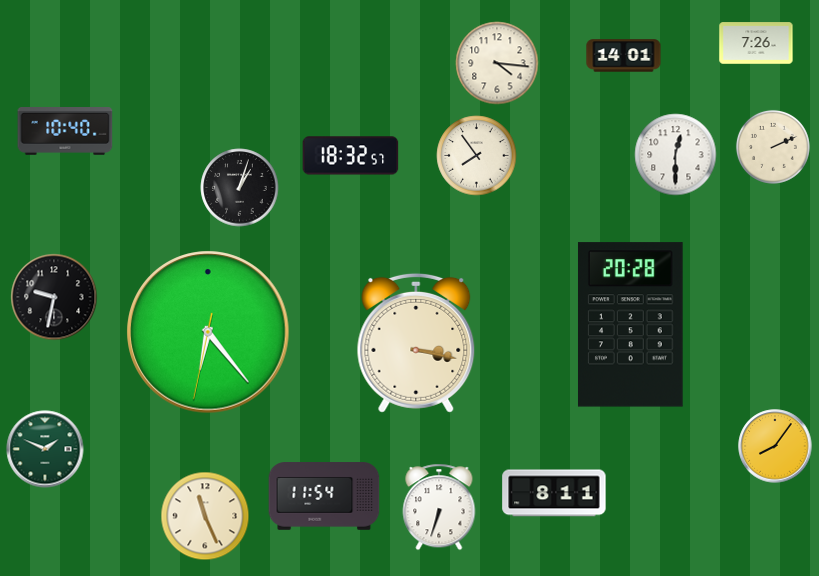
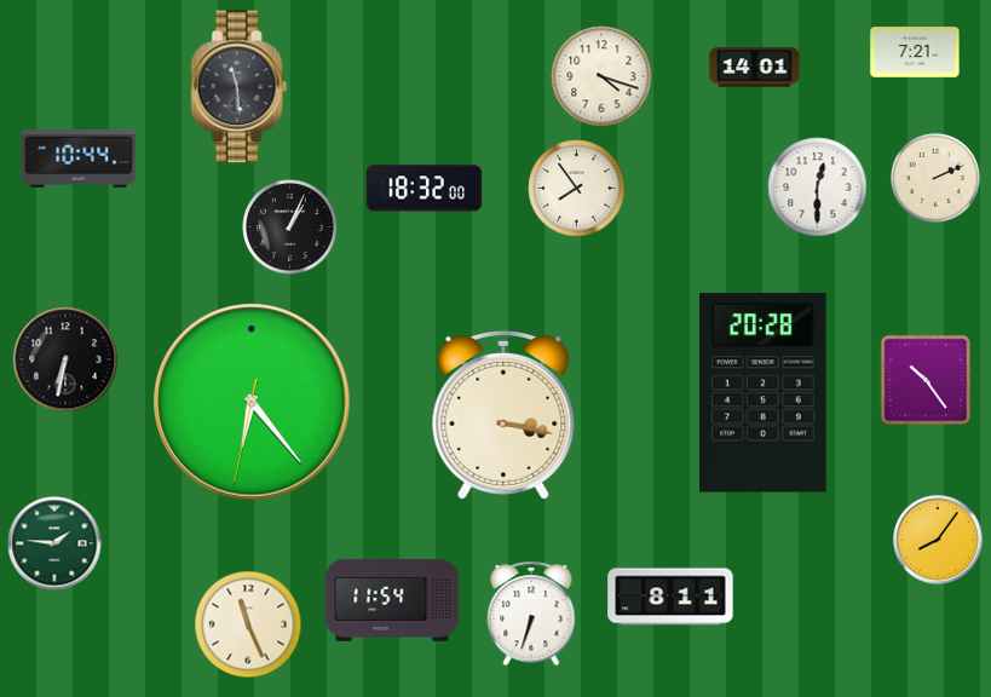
clock at (756, 43): 7:26 -> 7:21
clock at (497, 63): 4:16 -> 4:18
clock at (240, 87): none -> 11:29
clock at (65, 132): 10:40 -> 10:44
clock at (351, 156): 18:32:57 -> 18:32:00
clock at (240, 188): 1:03 -> 1:04
clock at (54, 297): 9:32 -> 6:32
clock at (926, 380): none -> 10:24
clock at (45, 449): 1:49 -> 1:46
